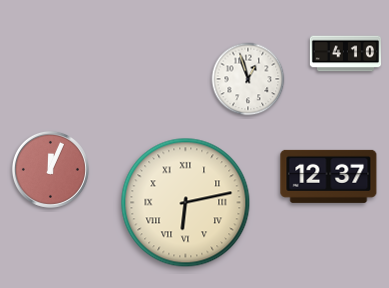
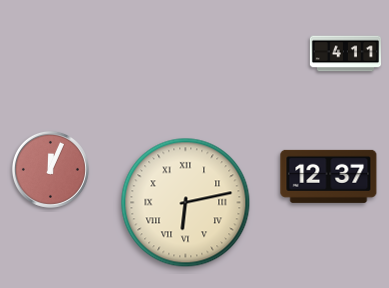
clock at (345, 54): 4:10 -> 4:11
clock at (248, 79): 12:57 -> none
